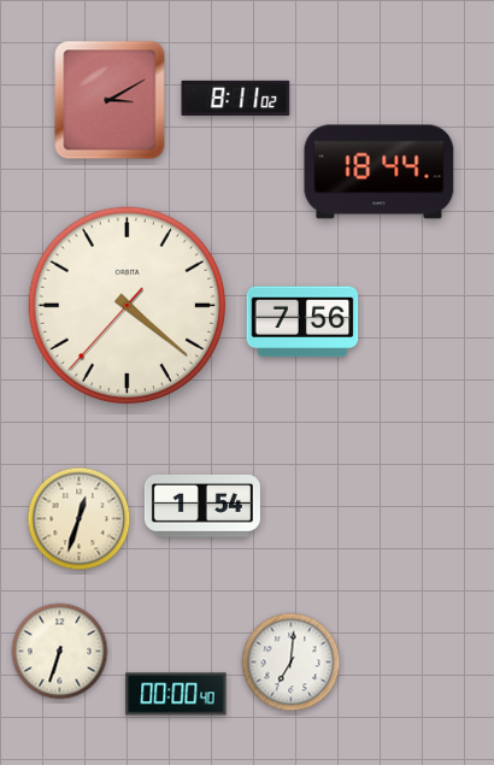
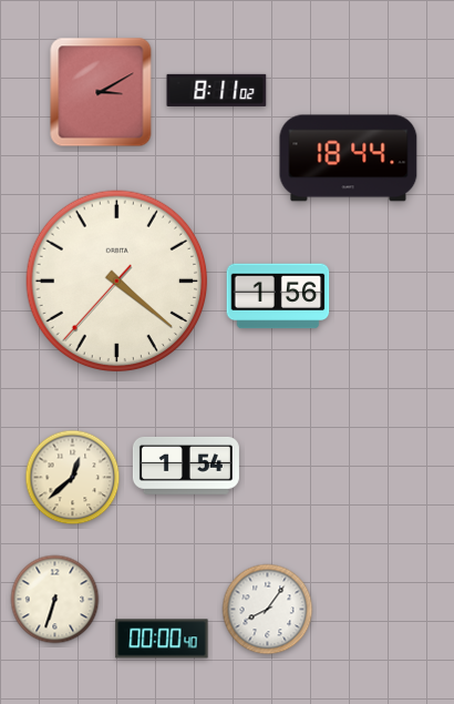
clock at (302, 322): 7:56 -> 1:56
clock at (80, 519): 12:33 -> 12:38
clock at (292, 663): 7:01 -> 8:06
